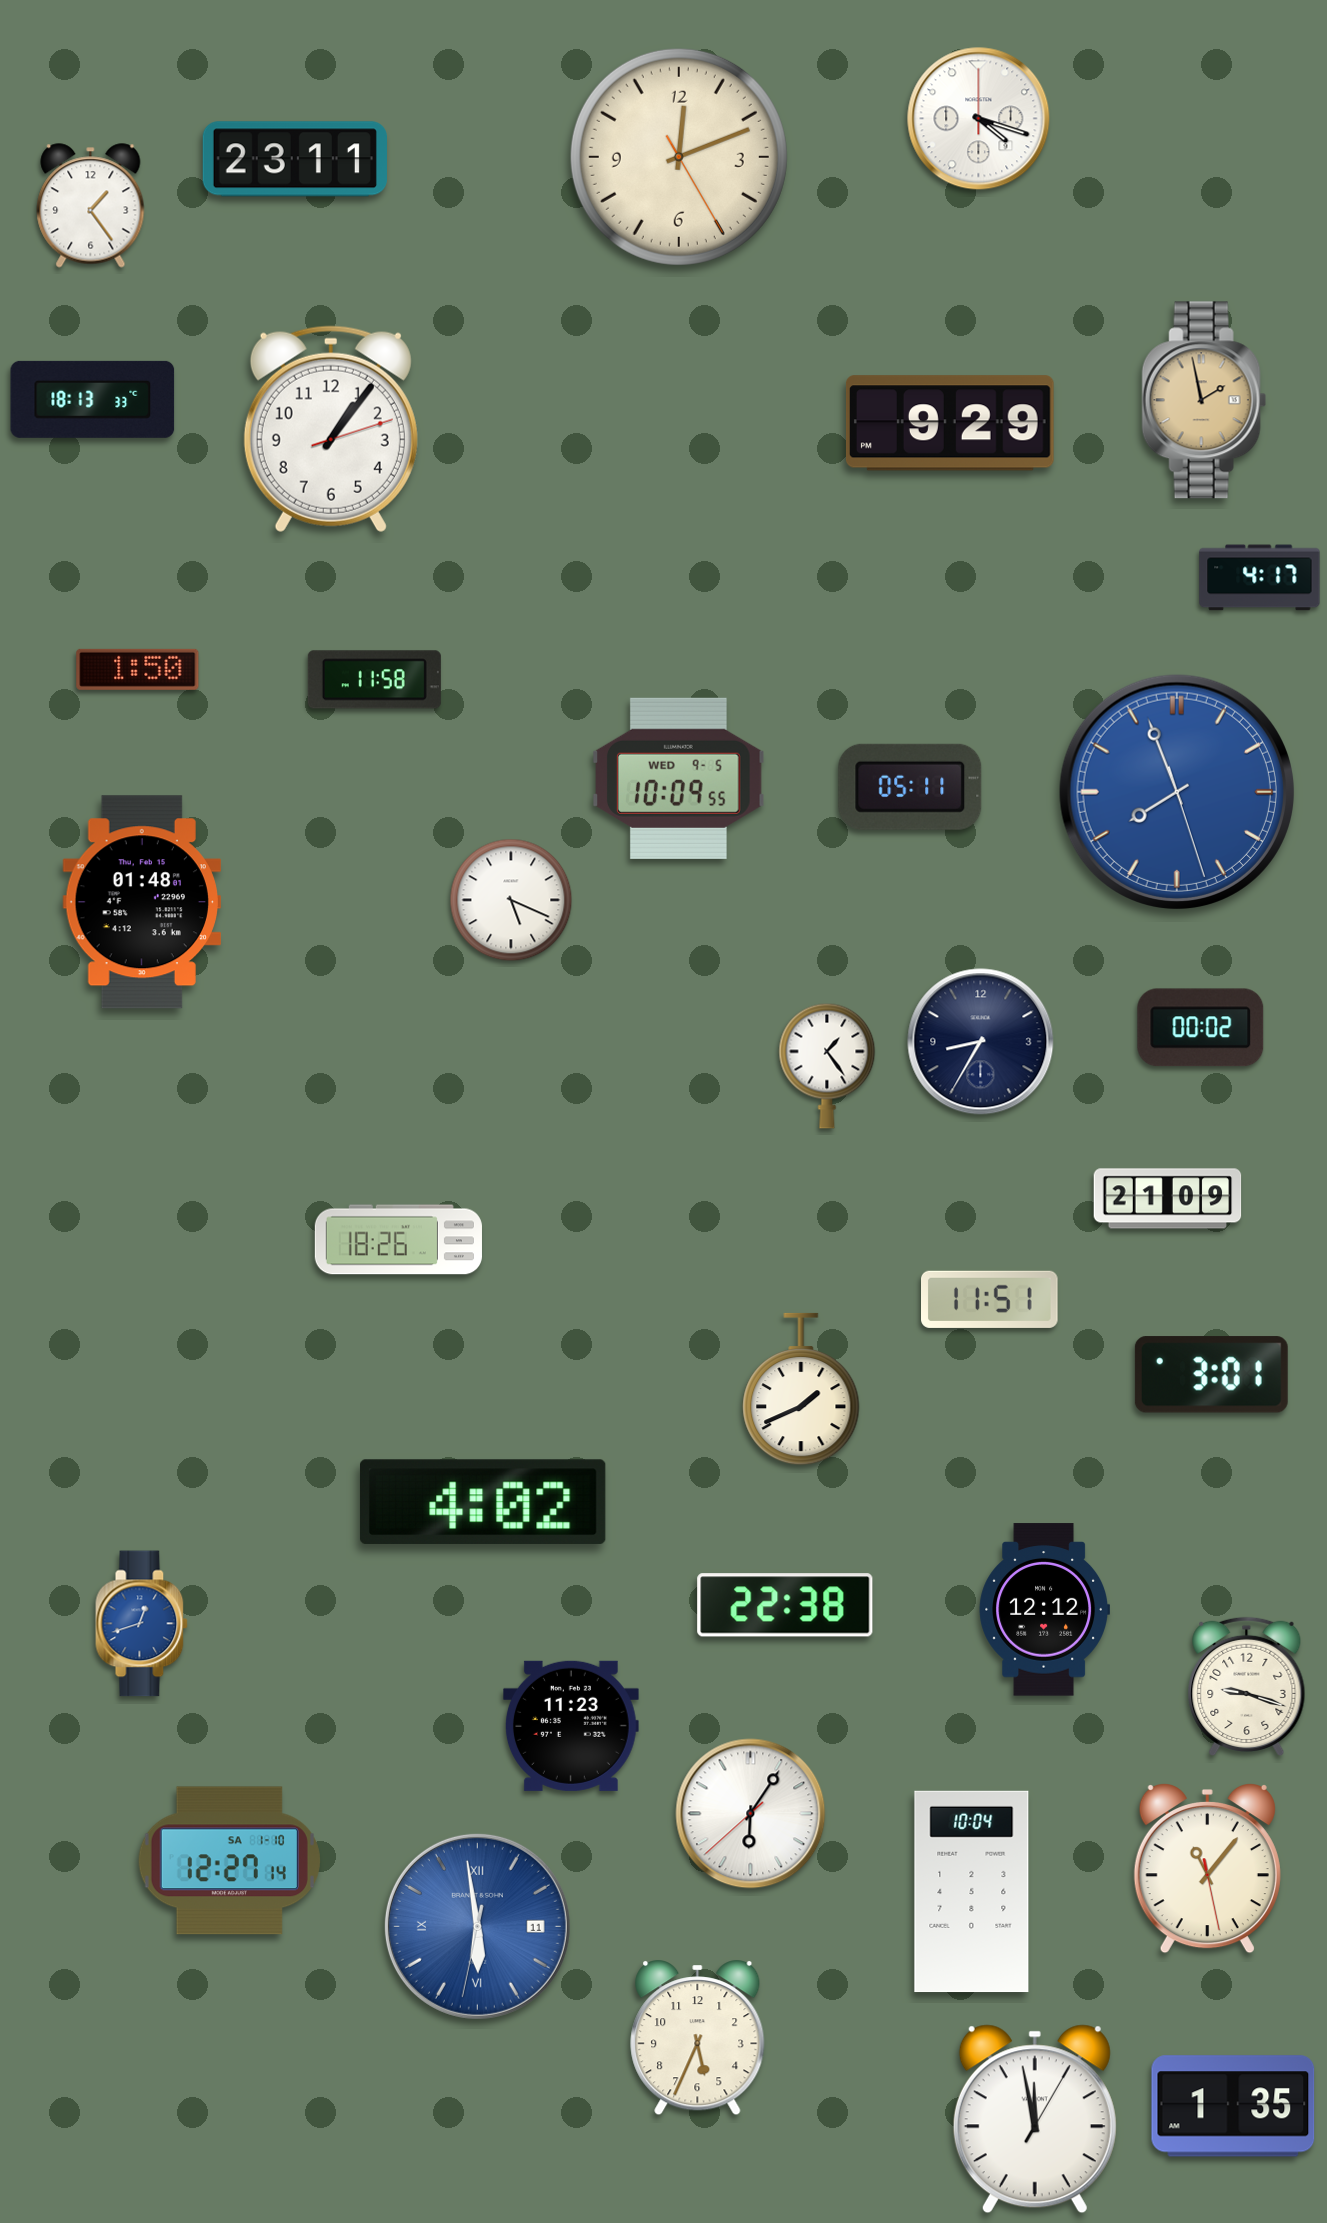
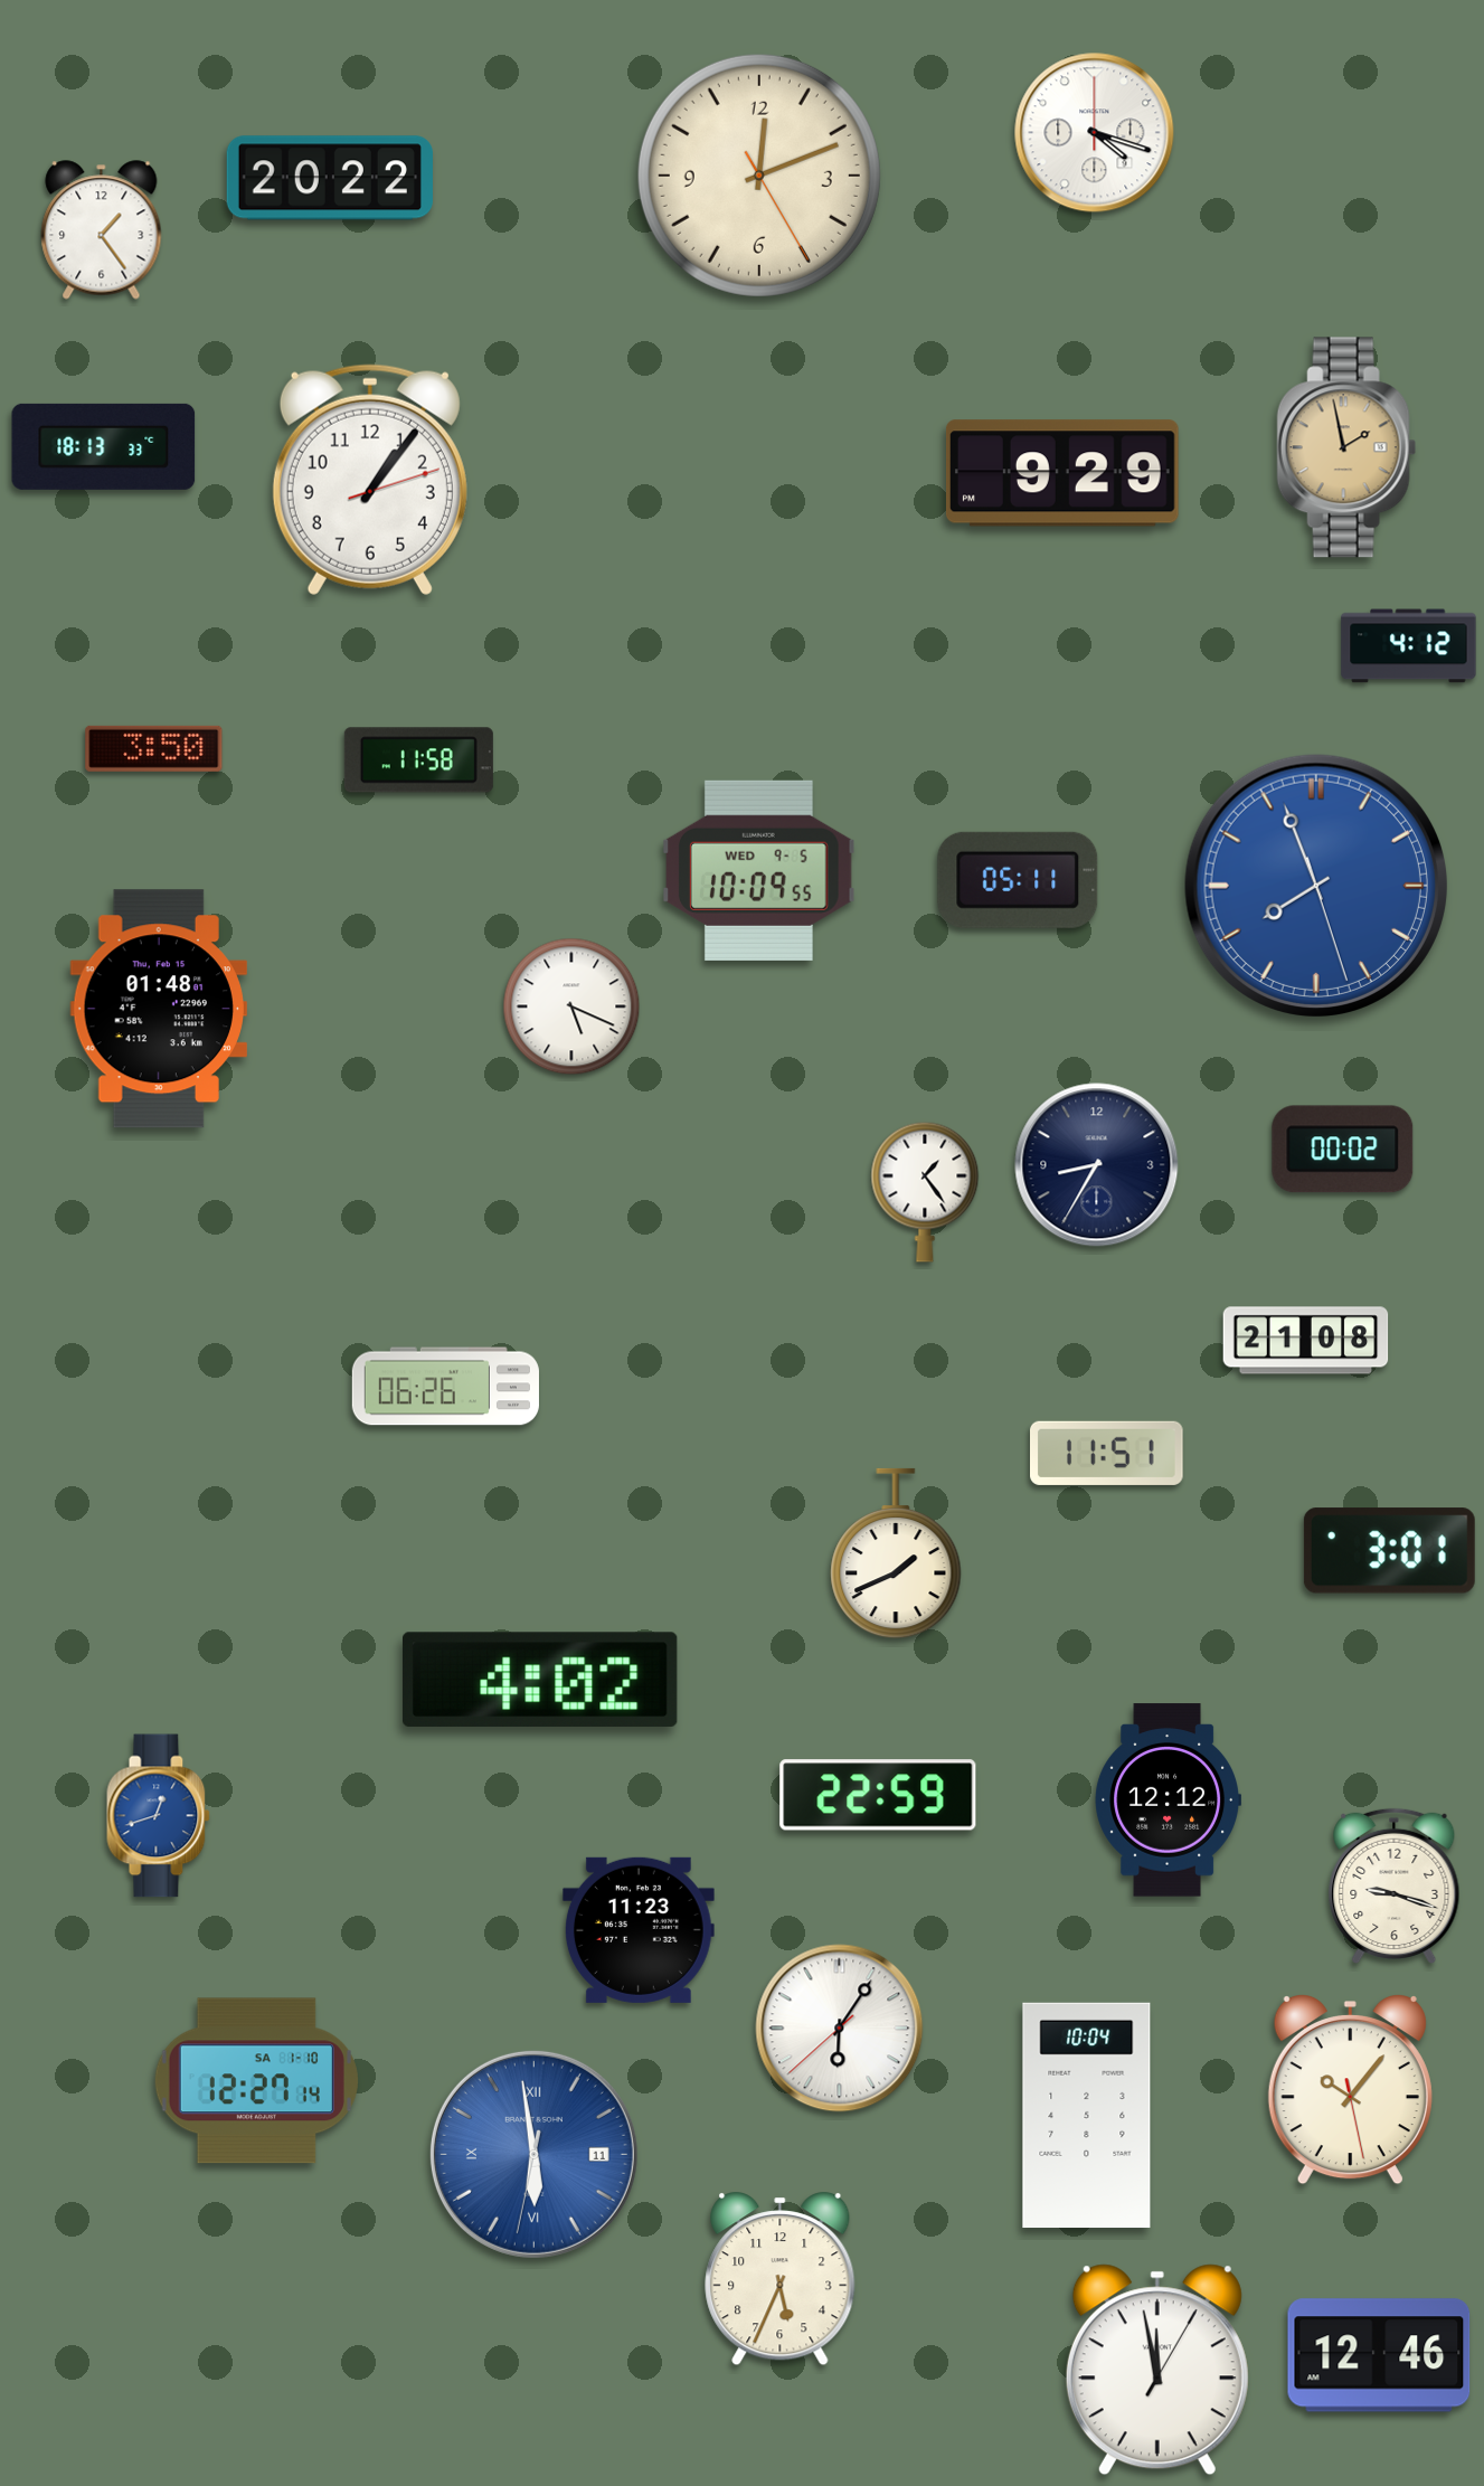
clock at (295, 159): 23:11 -> 20:22
clock at (1260, 578): 4:17 -> 4:12
clock at (138, 669): 1:50 -> 3:50
clock at (1168, 1199): 21:09 -> 21:08
clock at (398, 1240): 18:26 -> 06:26
clock at (1211, 1375) position: (1211, 1375) -> (1389, 1551)
clock at (785, 1605): 22:38 -> 22:59
clock at (1207, 1869): 11:06 -> 10:06
clock at (1233, 2106): 1:35 -> 12:46
